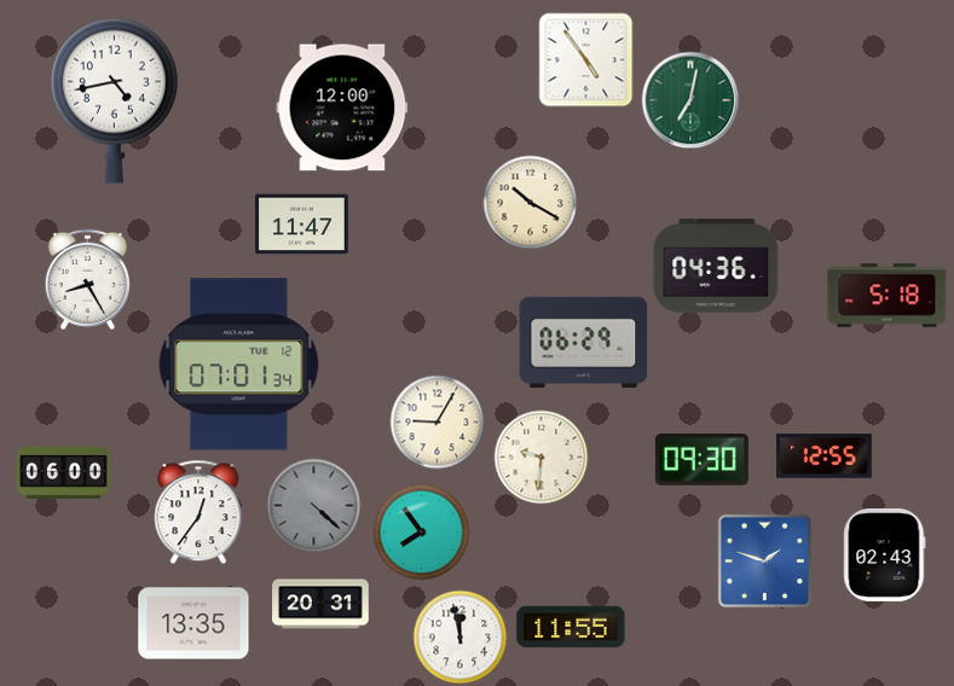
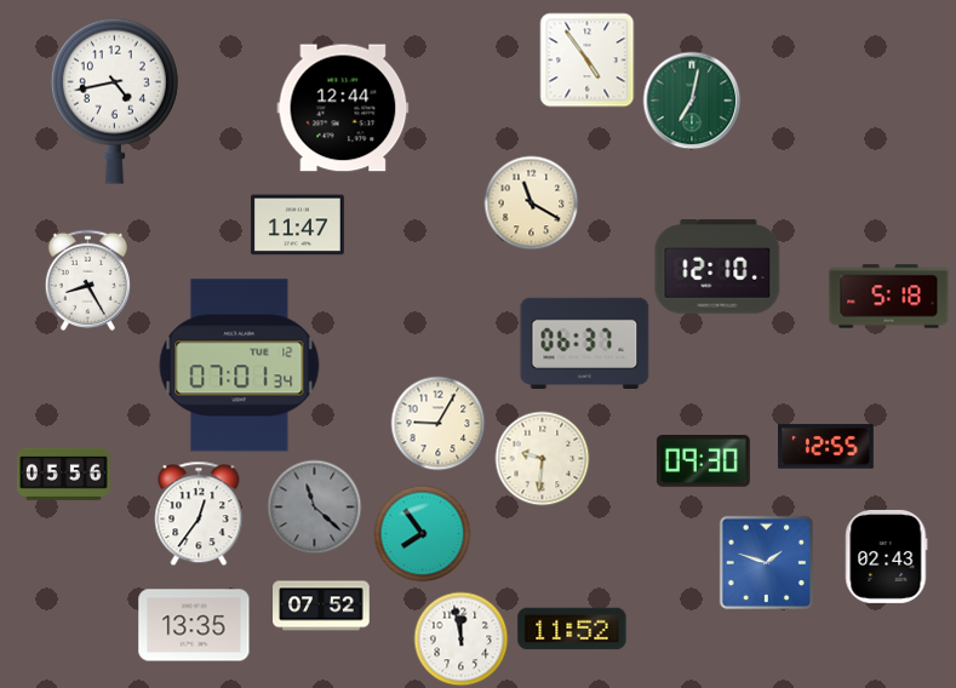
clock at (342, 107): 12:00 -> 12:44
clock at (530, 202): 10:20 -> 11:20
clock at (301, 225) position: (301, 225) -> (297, 225)
clock at (716, 266): 04:36 -> 12:10
clock at (584, 342): 06:29 -> 06:37
clock at (825, 457) position: (825, 457) -> (826, 447)
clock at (63, 472): 06:00 -> 05:56
clock at (313, 505): 4:22 -> 11:22
clock at (320, 604): 20:31 -> 07:52
clock at (571, 627): 11:55 -> 11:52
